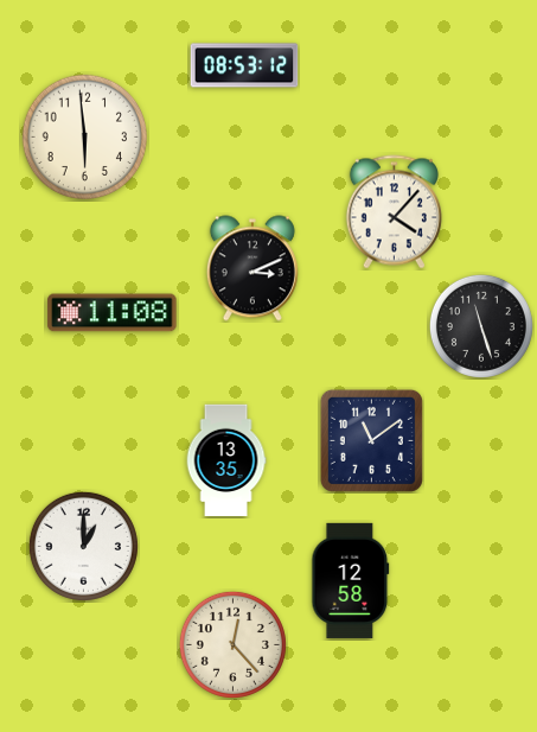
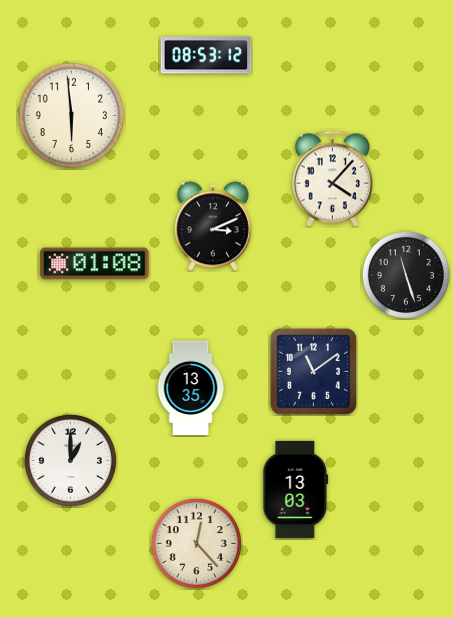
clock at (113, 313): 11:08 -> 01:08
clock at (351, 580): 12:58 -> 13:03
